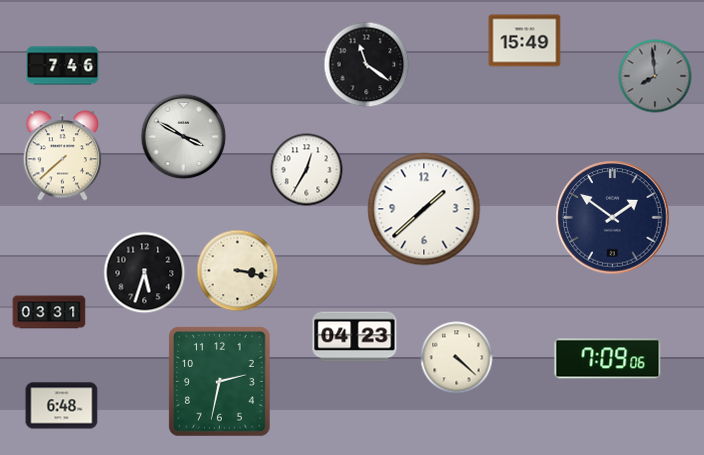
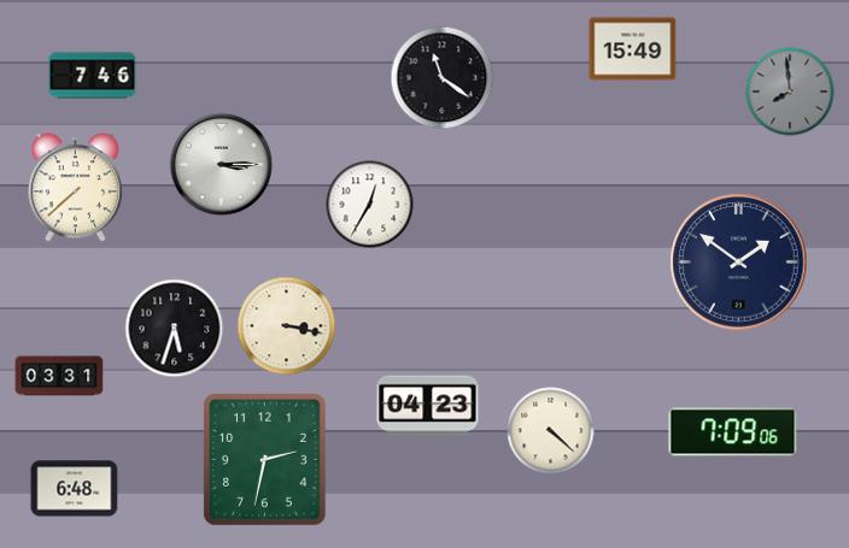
clock at (63, 66) position: (63, 66) -> (93, 76)
clock at (184, 137): 3:50 -> 3:15
clock at (424, 209): 1:38 -> none
